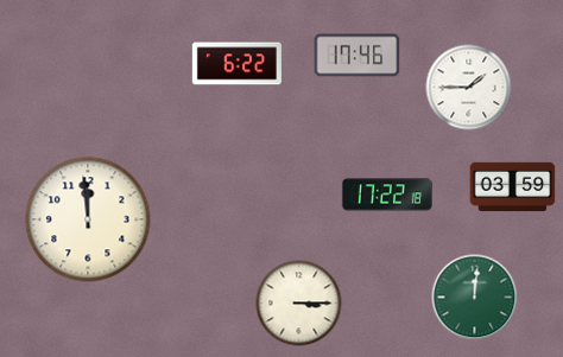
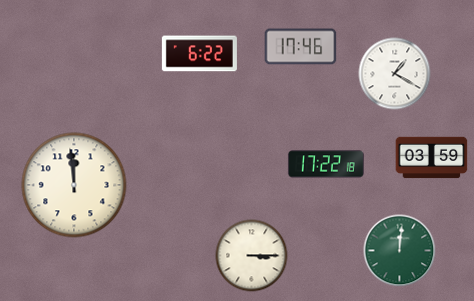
clock at (469, 88): 1:45 -> 1:20
